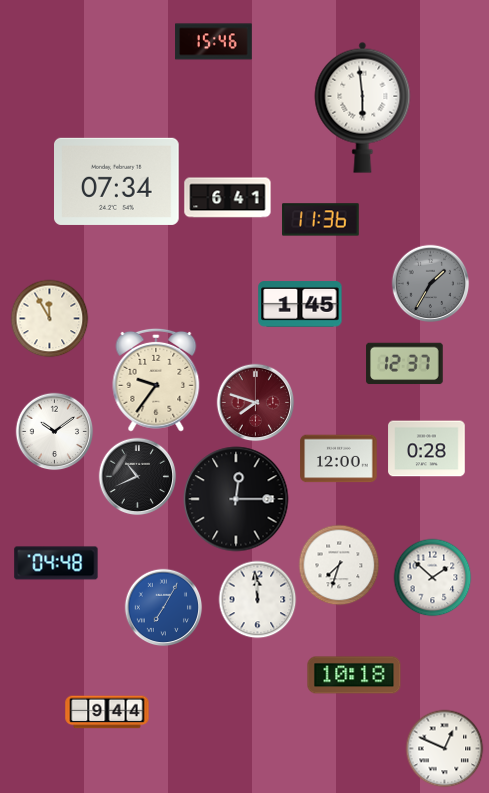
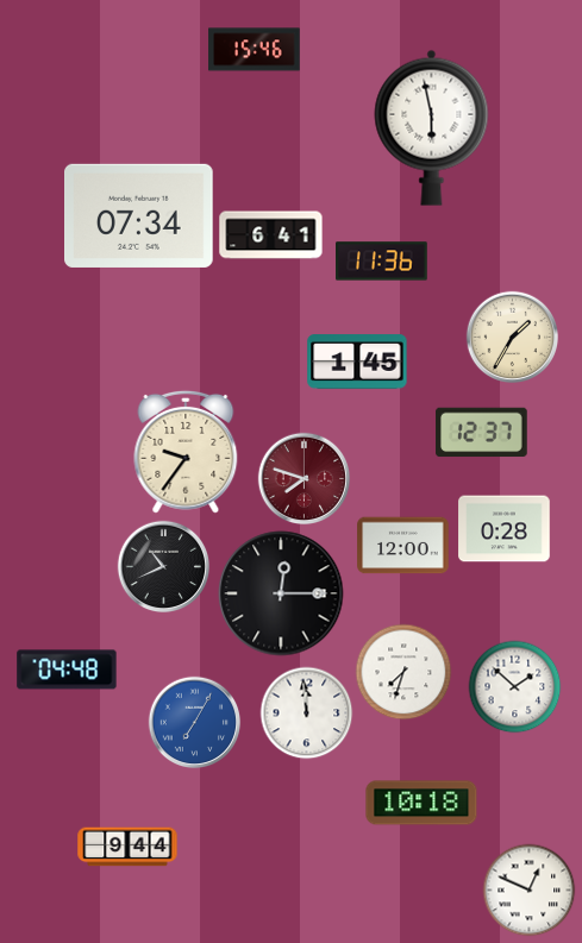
clock at (363, 107): 5:59 -> 5:58
clock at (430, 283) dial: grey -> cream
clock at (49, 318): 11:55 -> none
clock at (54, 431): 10:09 -> none
clock at (427, 449) position: (427, 449) -> (505, 529)
